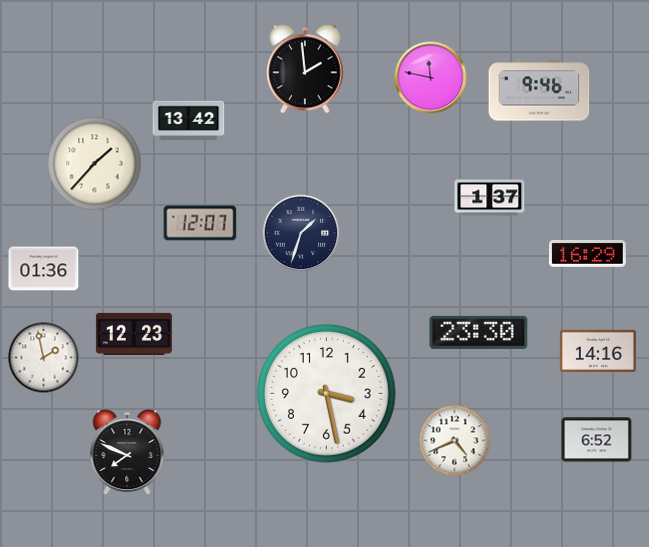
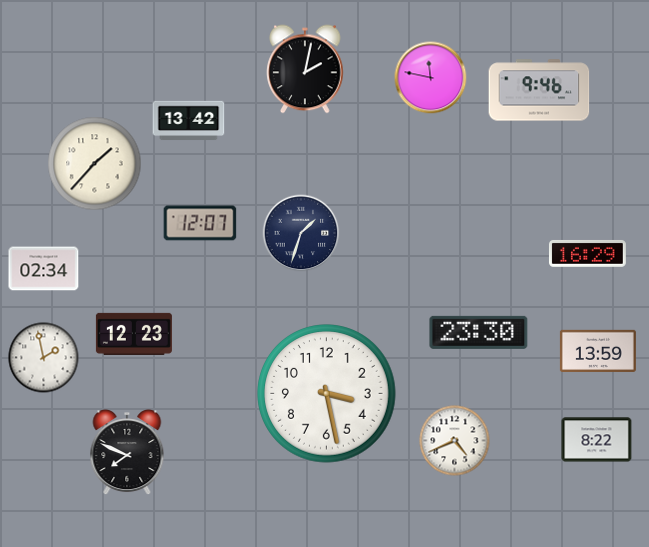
clock at (305, 69): 1:59 -> 2:02
clock at (490, 198): 1:37 -> none
clock at (44, 269): 01:36 -> 02:34
clock at (598, 350): 14:16 -> 13:59
clock at (597, 440): 6:52 -> 8:22
